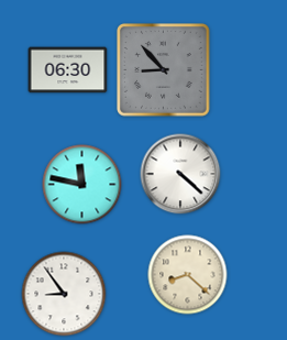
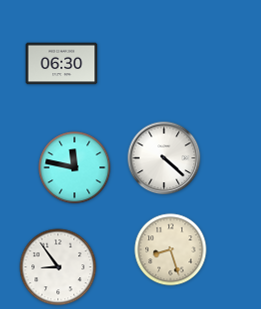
clock at (164, 70): 8:53 -> none
clock at (188, 275): 8:22 -> 8:27
